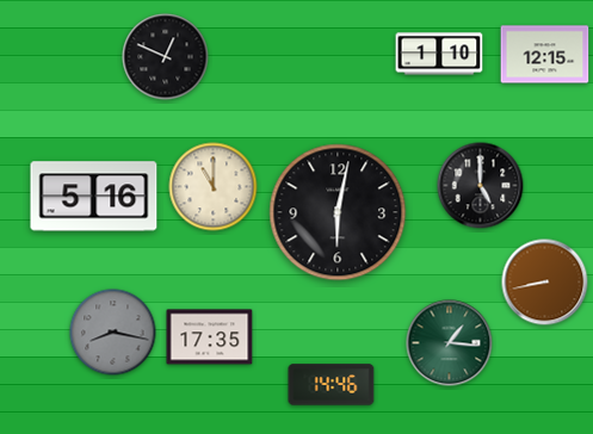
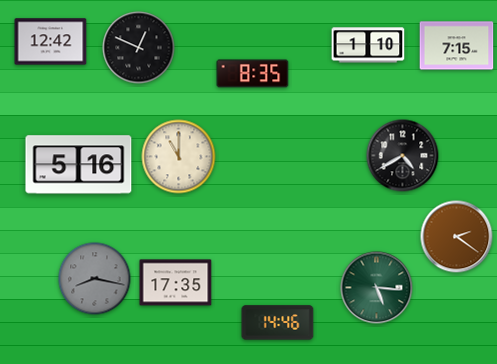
clock at (51, 42): none -> 12:42
clock at (545, 55): 12:15 -> 7:15
clock at (253, 74): none -> 8:35
clock at (481, 186): 5:00 -> 4:40
clock at (338, 212): 6:02 -> none
clock at (545, 283): 8:43 -> 2:21
clock at (450, 343): 1:16 -> 5:16
